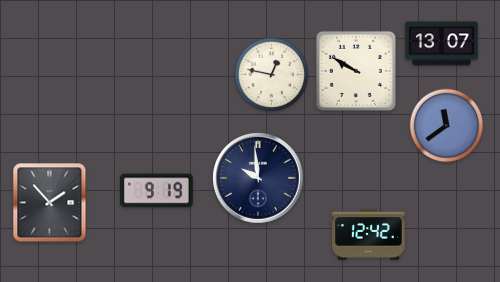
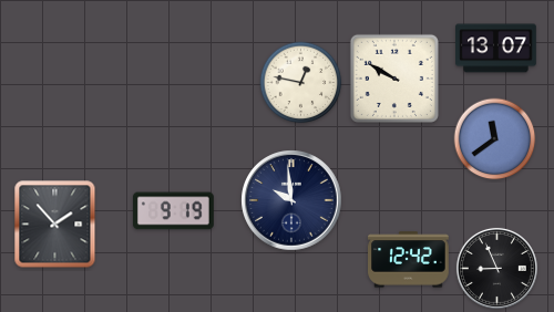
clock at (442, 44) position: (442, 44) -> (496, 49)
clock at (258, 178) position: (258, 178) -> (291, 200)
clock at (496, 268): none -> 8:56
